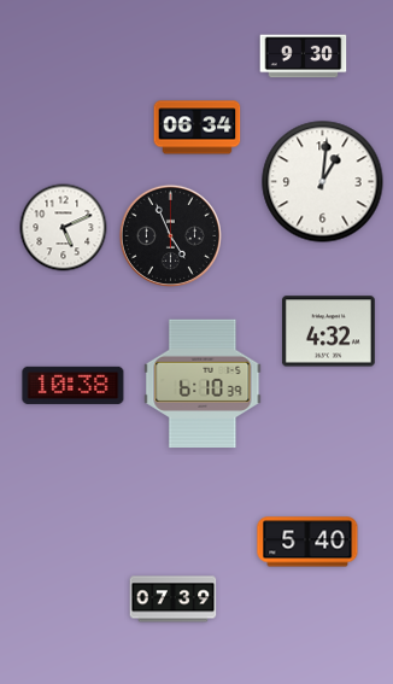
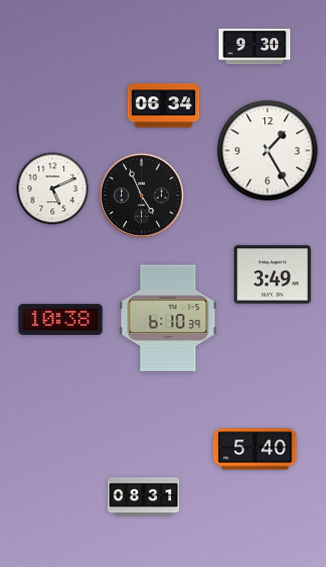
clock at (304, 57) position: (304, 57) -> (255, 47)
clock at (323, 182): 1:01 -> 1:25
clock at (328, 332): 4:32 -> 3:49
clock at (174, 600): 07:39 -> 08:31
